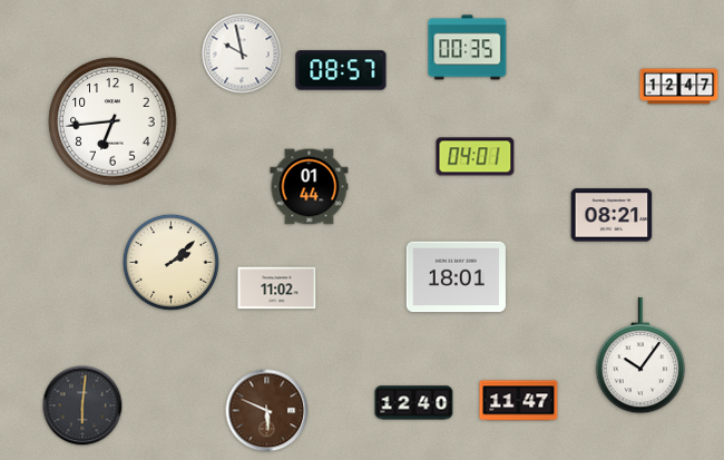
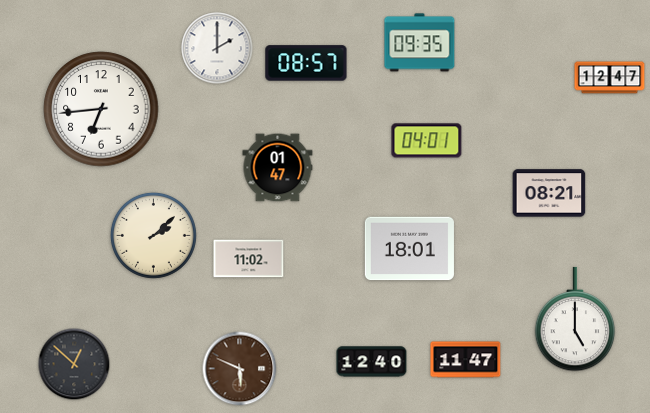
clock at (468, 48): 00:35 -> 09:35
clock at (242, 53): 9:58 -> 2:00
clock at (310, 187): 01:44 -> 01:47
clock at (640, 355): 10:06 -> 5:00
clock at (82, 405): 6:01 -> 12:52
